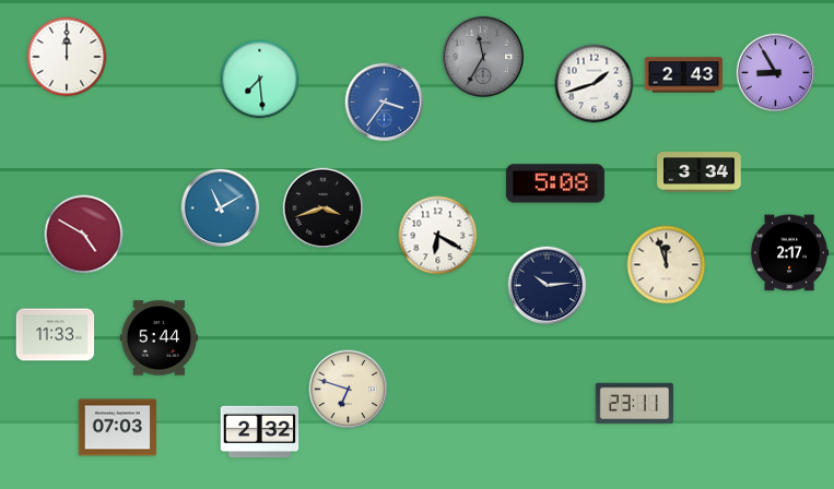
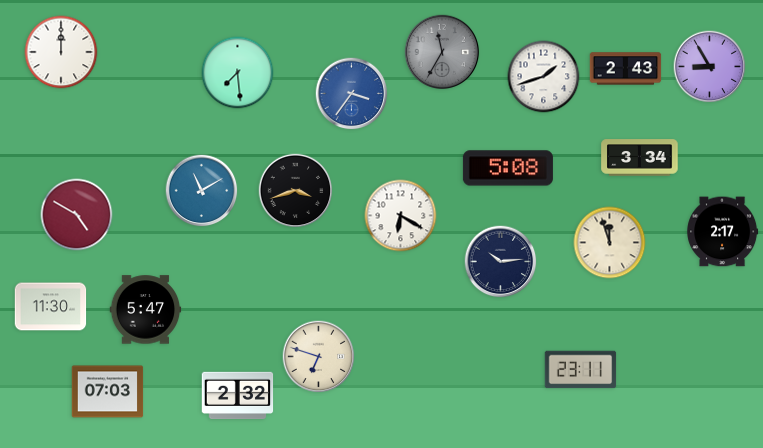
clock at (56, 335): 11:33 -> 11:30
clock at (160, 338): 5:44 -> 5:47
